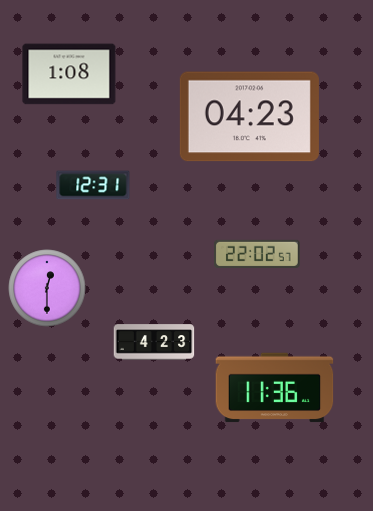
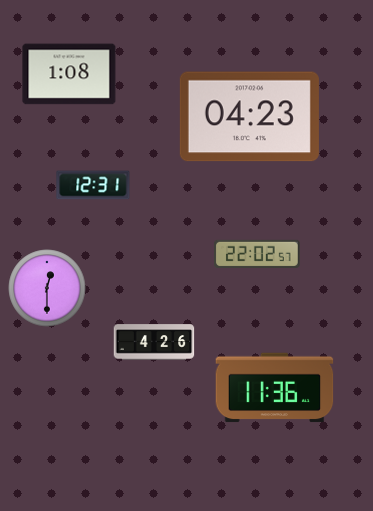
clock at (154, 342): 4:23 -> 4:26
